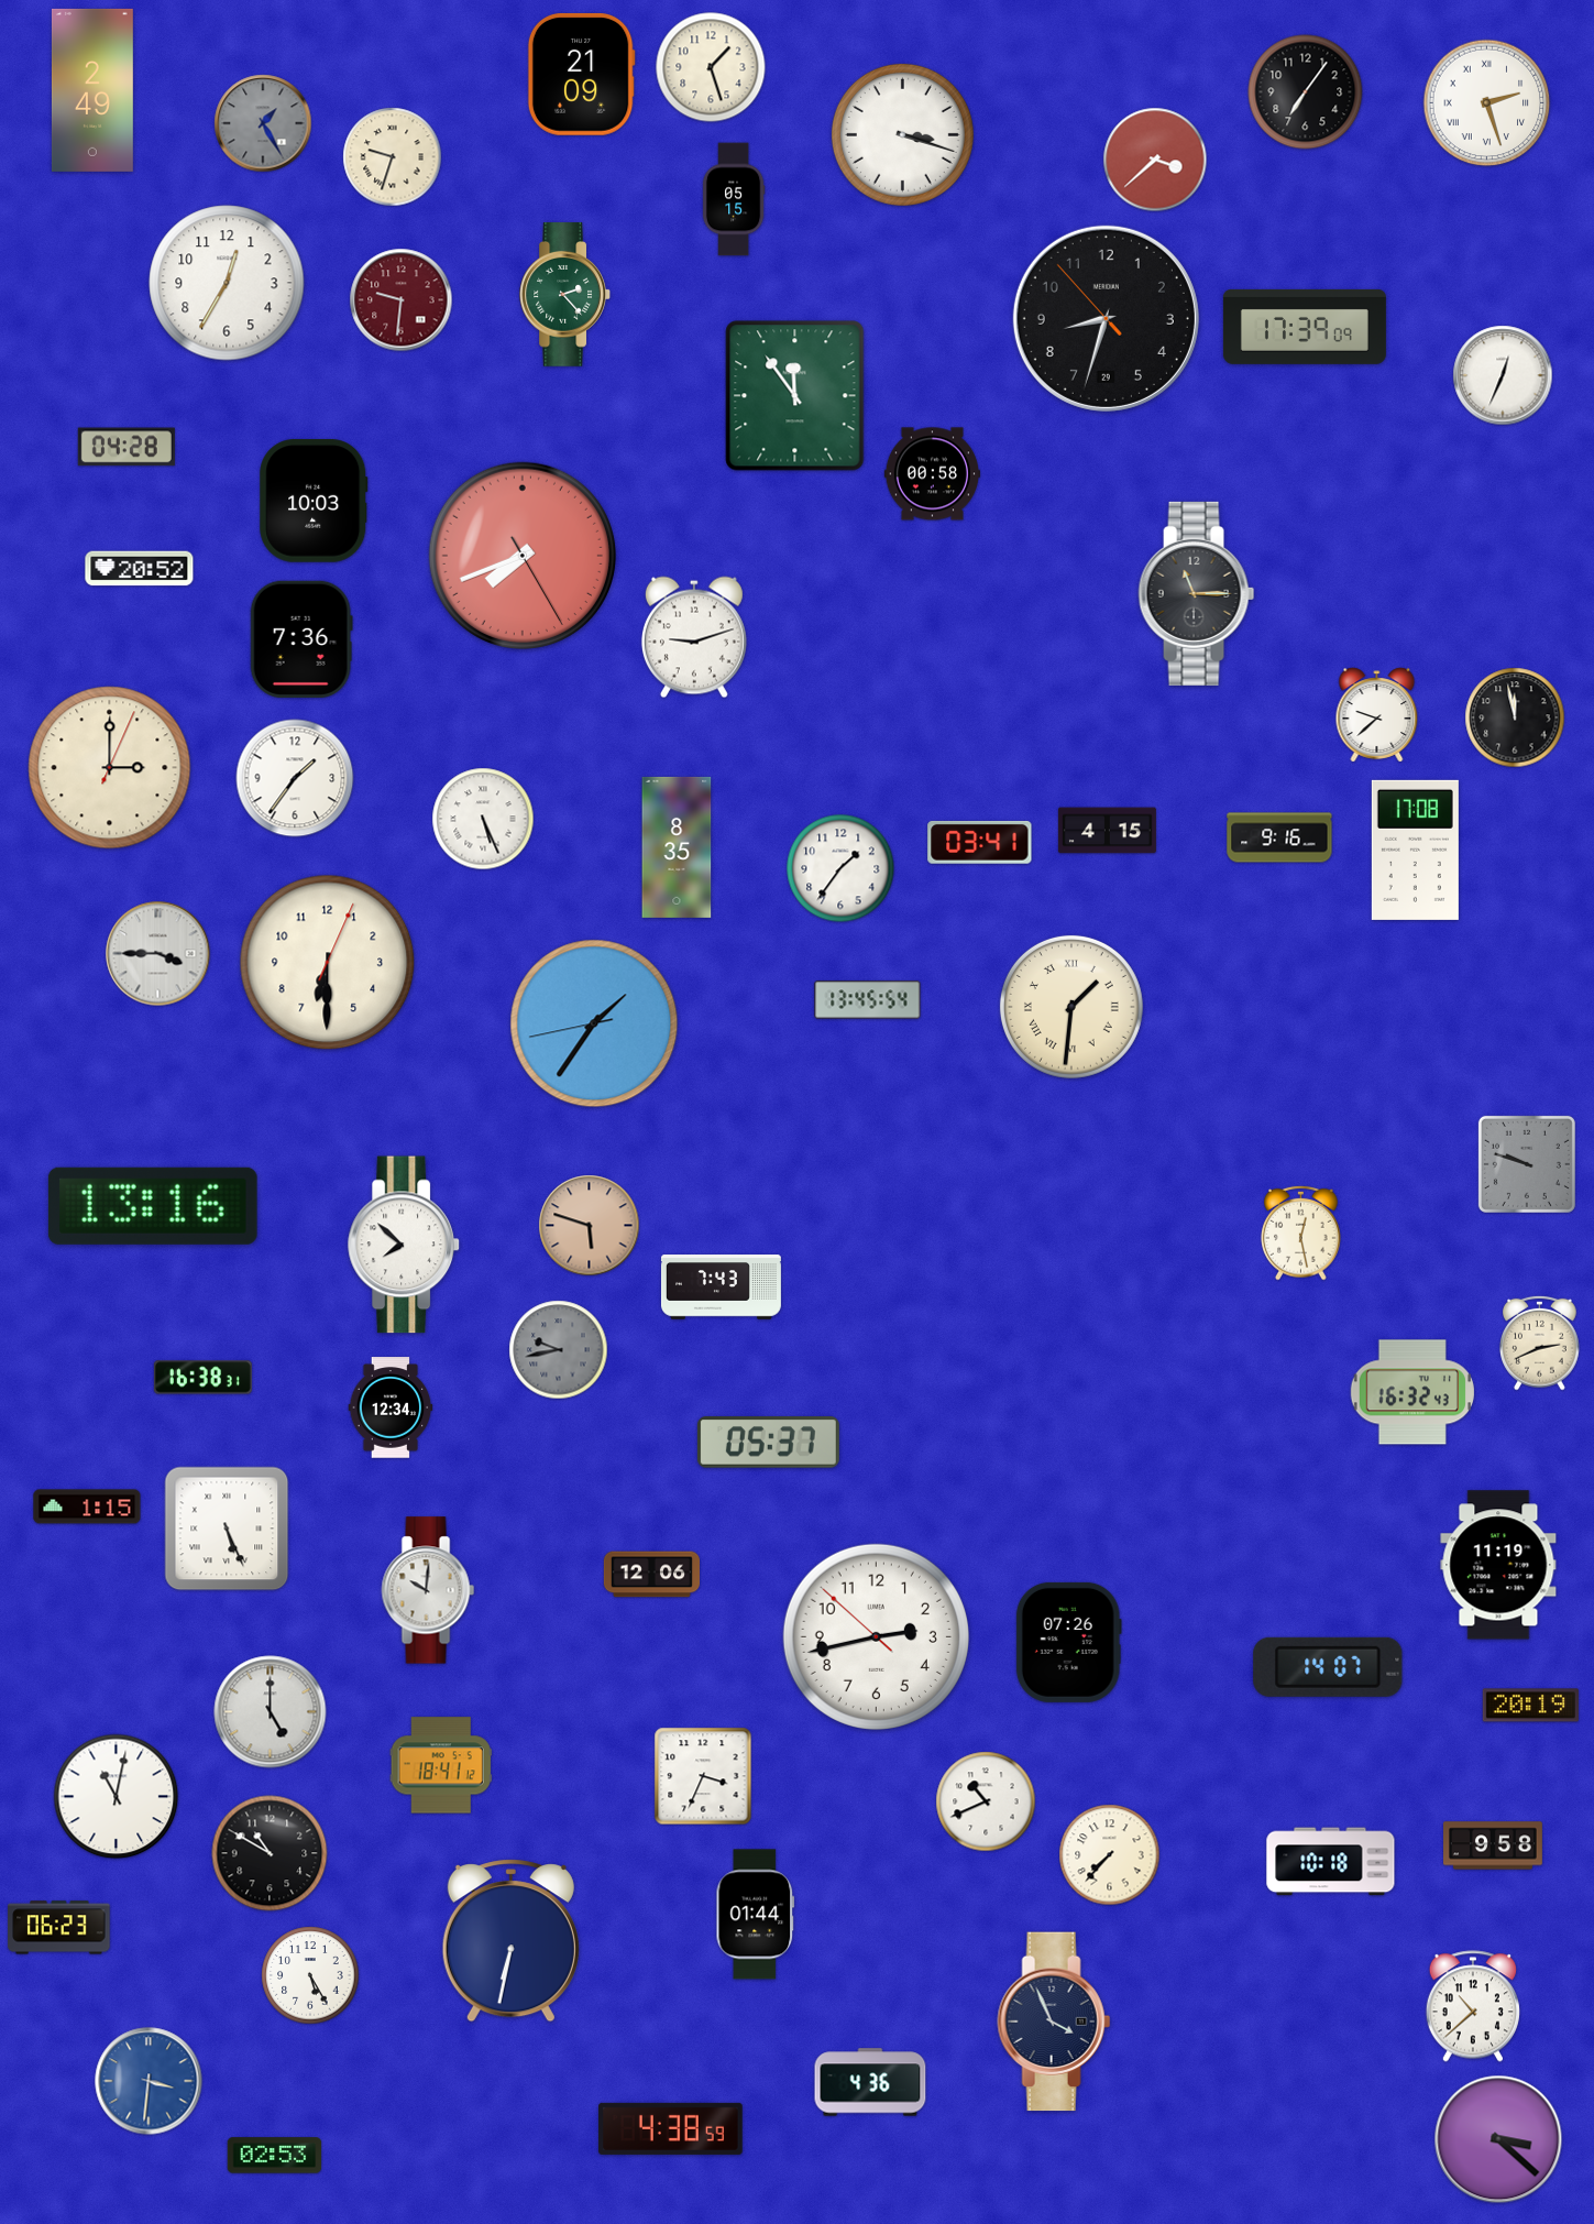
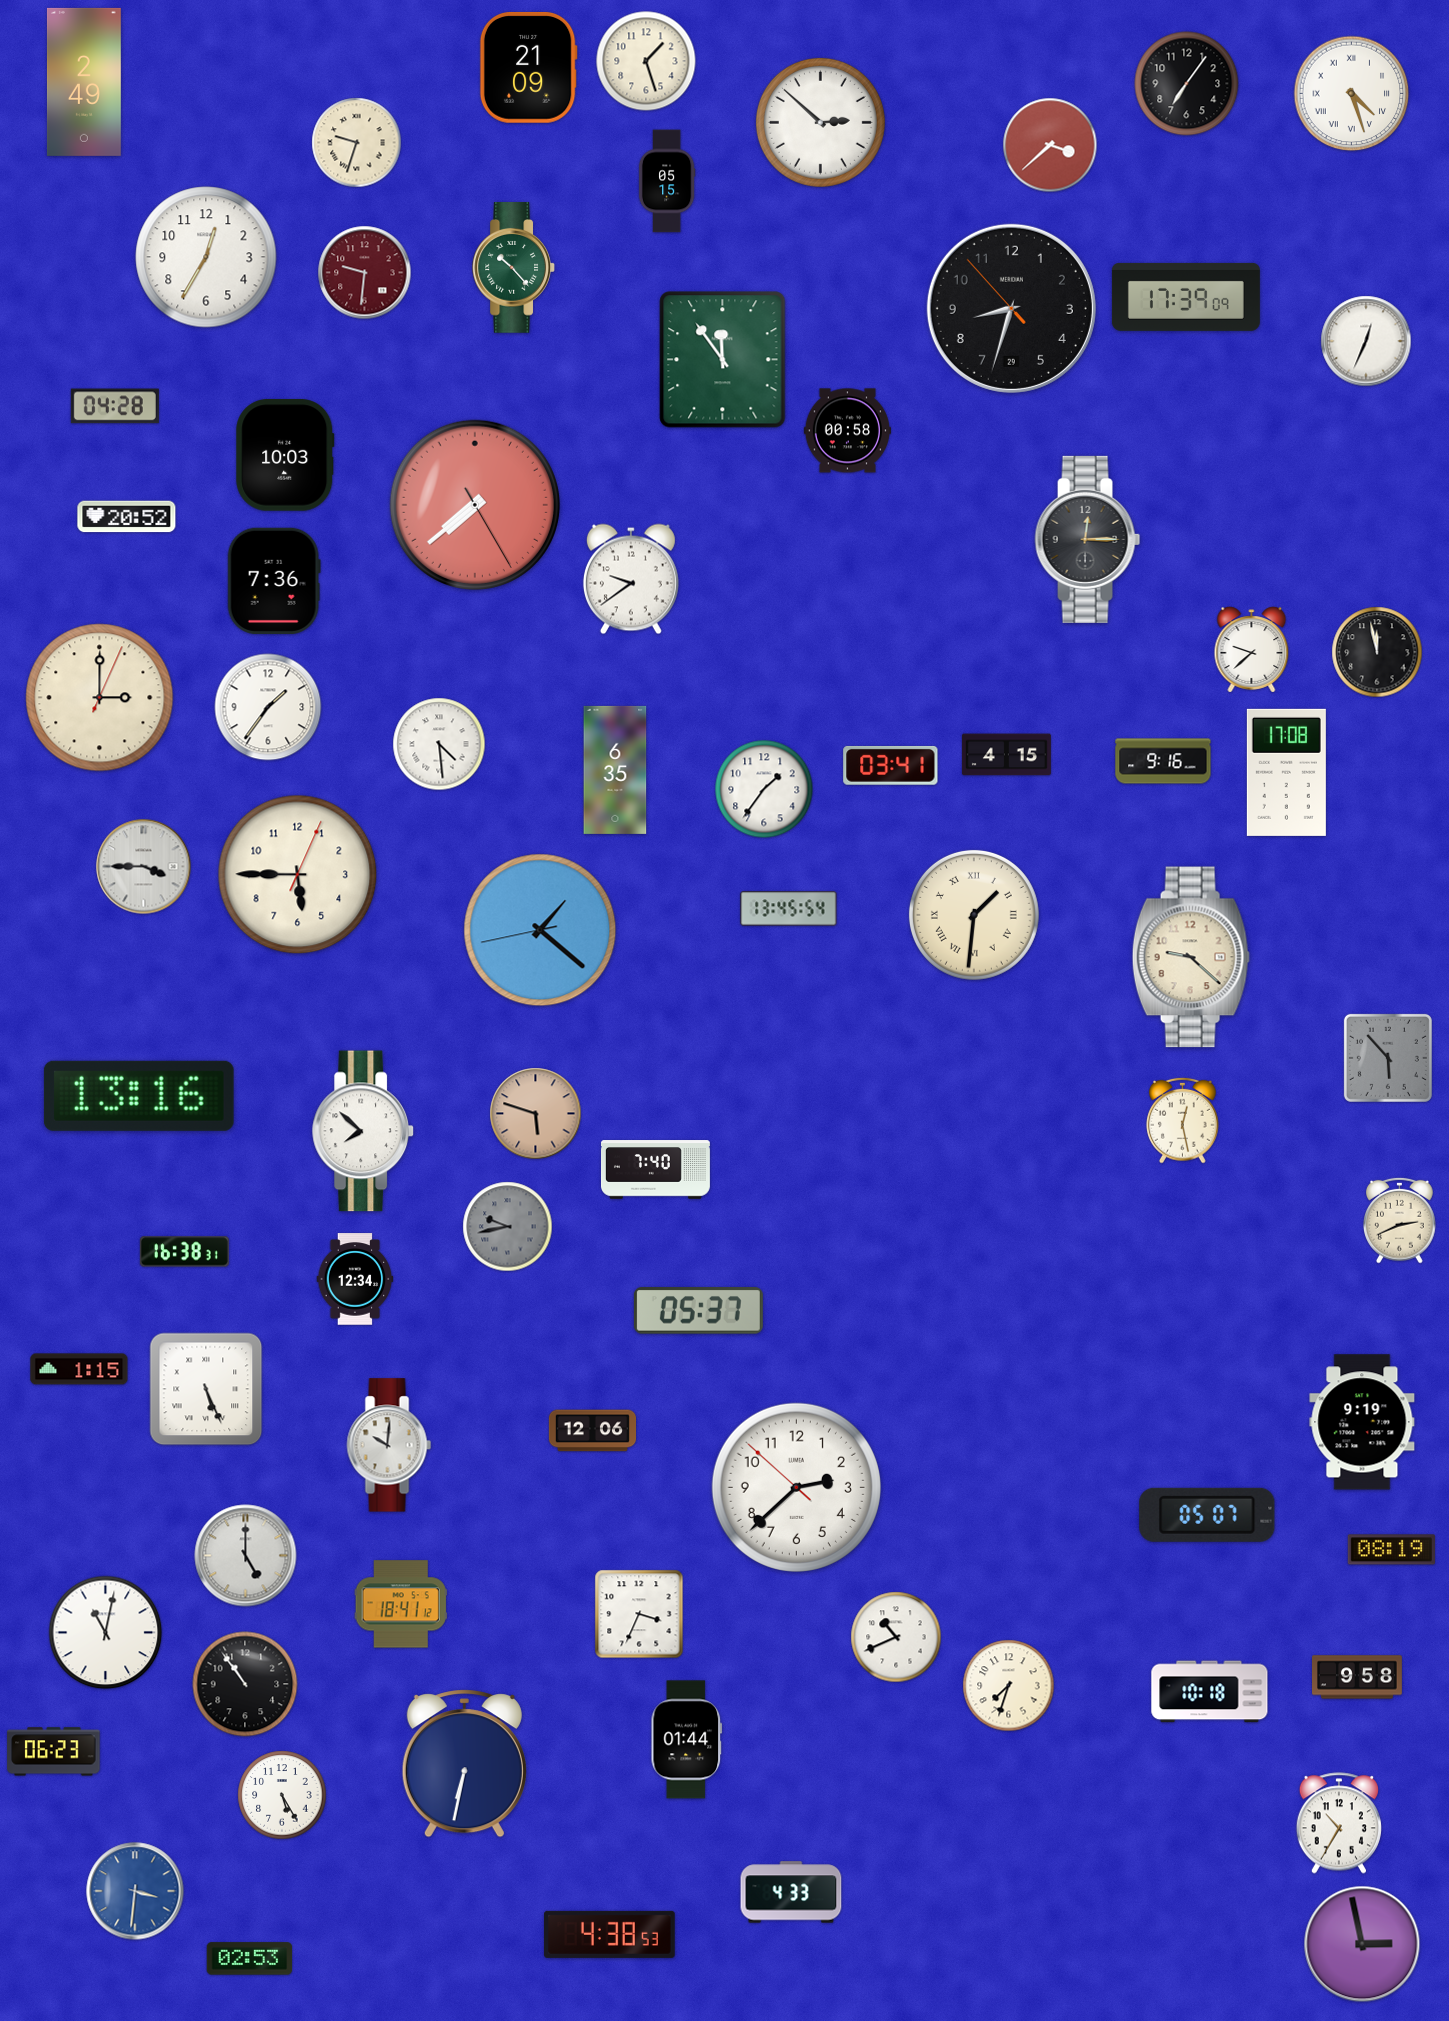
clock at (1487, 103): 2:27 -> 4:27
clock at (263, 123): 1:25 -> none
clock at (902, 134): 3:18 -> 2:52
clock at (565, 295): 2:23 -> 10:23
clock at (1106, 318) position: (1106, 318) -> (1011, 308)
clock at (523, 556): 7:41 -> 7:38
clock at (1197, 593): 11:15 -> 12:15
clock at (694, 637): 9:12 -> 9:39
clock at (483, 819): 5:26 -> 4:29
clock at (677, 847): 8:35 -> 6:35
clock at (328, 963): 6:30 -> 5:45
clock at (594, 1023): 1:35 -> 1:21
clock at (1191, 957): none -> 9:22
clock at (1527, 1164): 9:48 -> 5:53
clock at (405, 1245) position: (405, 1245) -> (364, 1131)
clock at (721, 1288): 7:43 -> 7:40
clock at (1412, 1392): 16:32 -> none
clock at (1498, 1565): 11:19 -> 9:19
clock at (876, 1636): 2:42 -> 2:37
clock at (1068, 1642): 07:26 -> none
clock at (1328, 1667): 14:07 -> 05:07
clock at (1530, 1706): 20:19 -> 08:19
clock at (270, 1853): 10:50 -> 10:54
clock at (1110, 1855): 7:37 -> 7:33
clock at (1473, 2006): 10:38 -> 10:35
clock at (1054, 2022): 3:56 -> none
clock at (870, 2082): 4:36 -> 4:33
clock at (671, 2128): 4:38:59 -> 4:38:53
clock at (1498, 2139): 3:22 -> 2:58
